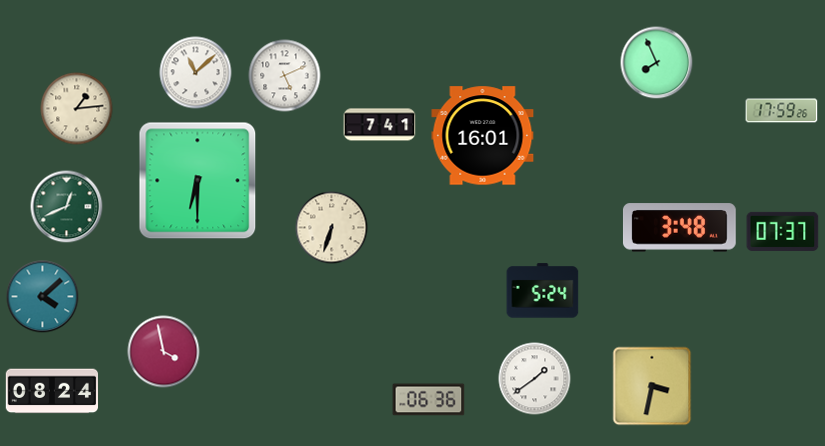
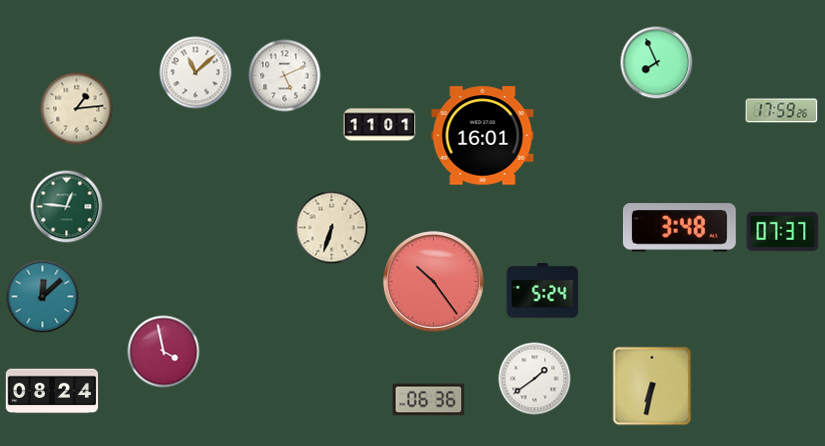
clock at (380, 125): 7:41 -> 11:01
clock at (198, 181): 6:30 -> none
clock at (67, 207): 12:41 -> 12:46
clock at (434, 282): none -> 10:24
clock at (43, 297): 4:08 -> 12:08
clock at (652, 386): 3:32 -> 6:32
